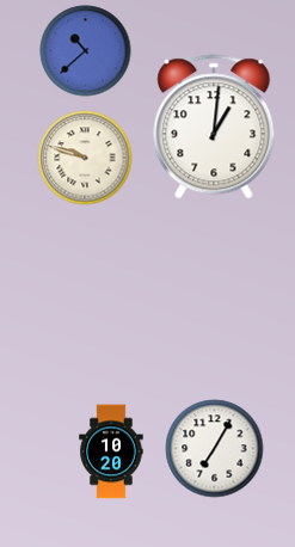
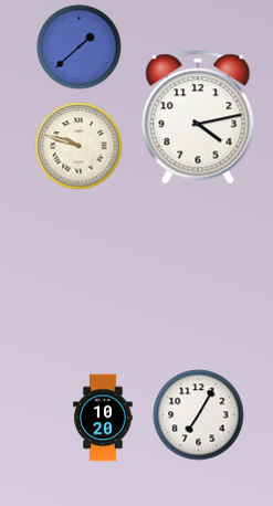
clock at (86, 51): 10:38 -> 1:38
clock at (214, 127): 1:01 -> 4:13
